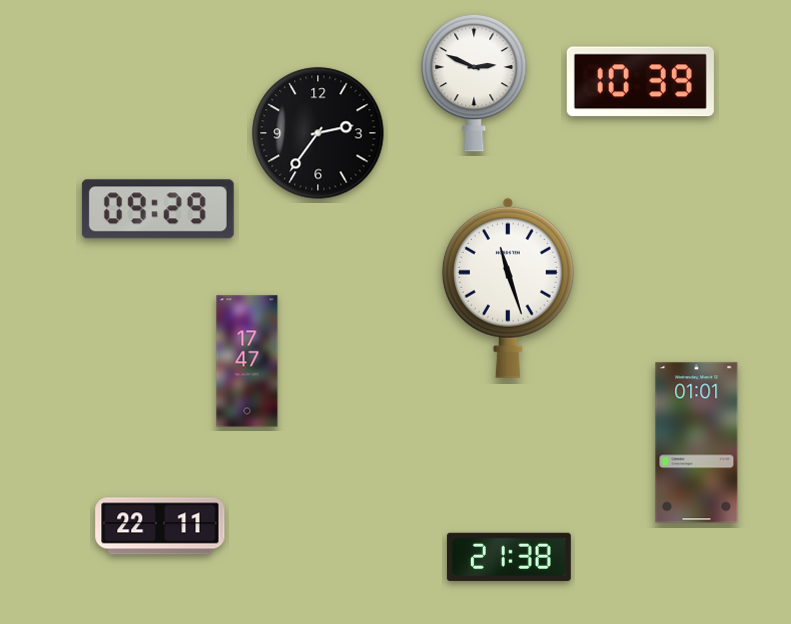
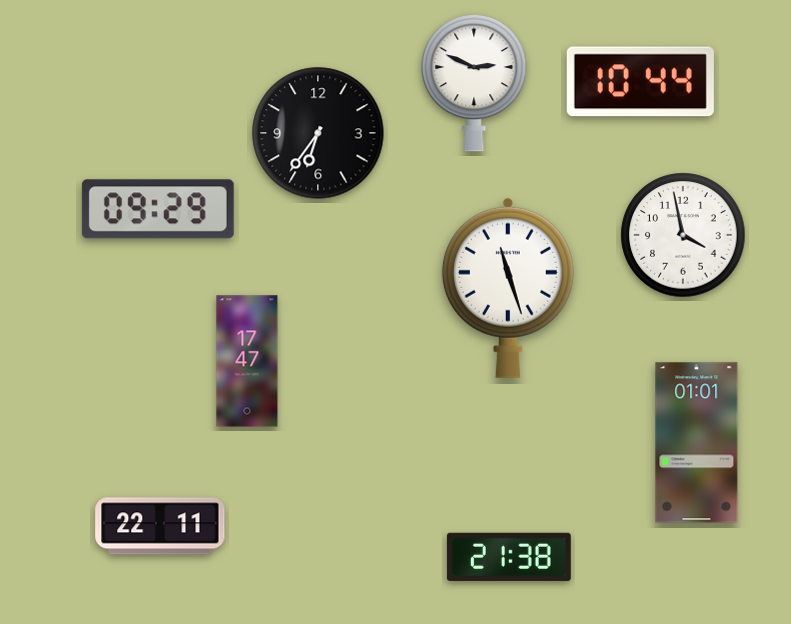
clock at (640, 82): 10:39 -> 10:44
clock at (318, 133): 2:36 -> 6:36
clock at (683, 235): none -> 3:58
